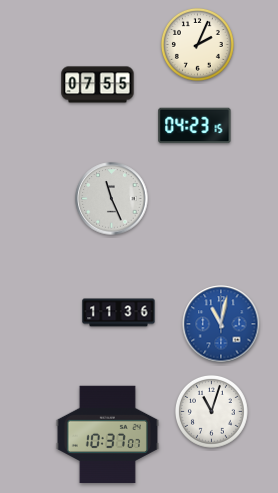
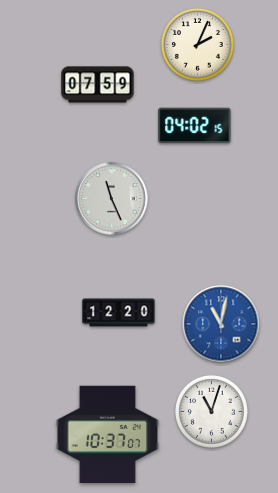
clock at (98, 85): 07:55 -> 07:59
clock at (195, 126): 04:23 -> 04:02
clock at (119, 313): 11:36 -> 12:20
